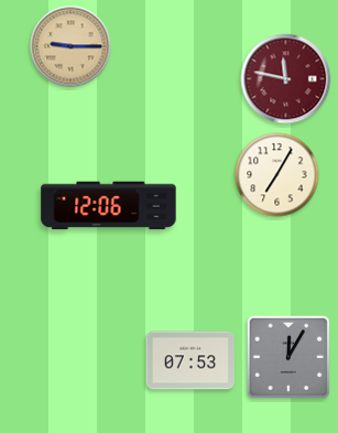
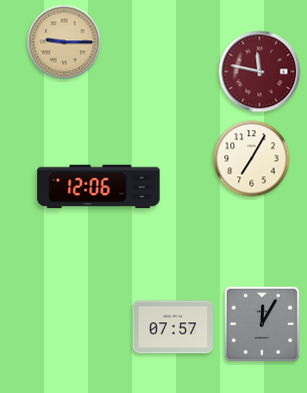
clock at (190, 360): 07:53 -> 07:57
